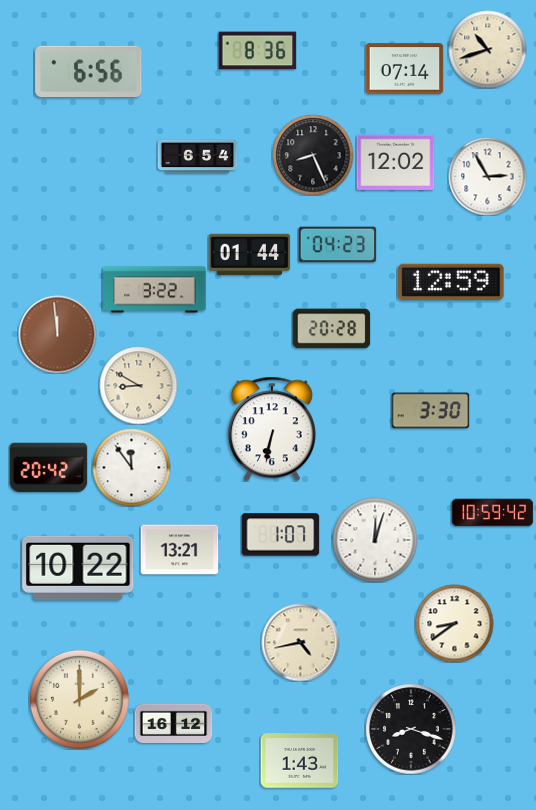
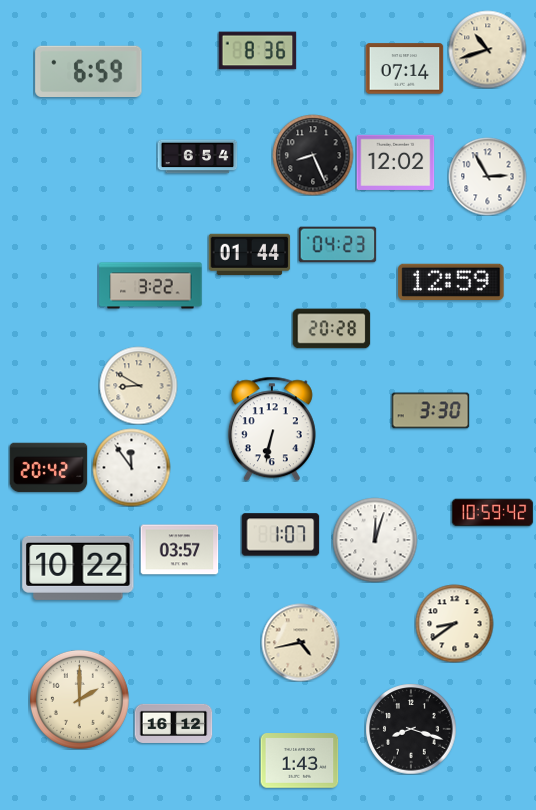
clock at (89, 71): 6:56 -> 6:59
clock at (155, 290) position: (155, 290) -> (151, 286)
clock at (57, 334): 11:59 -> none
clock at (179, 550): 13:21 -> 03:57
